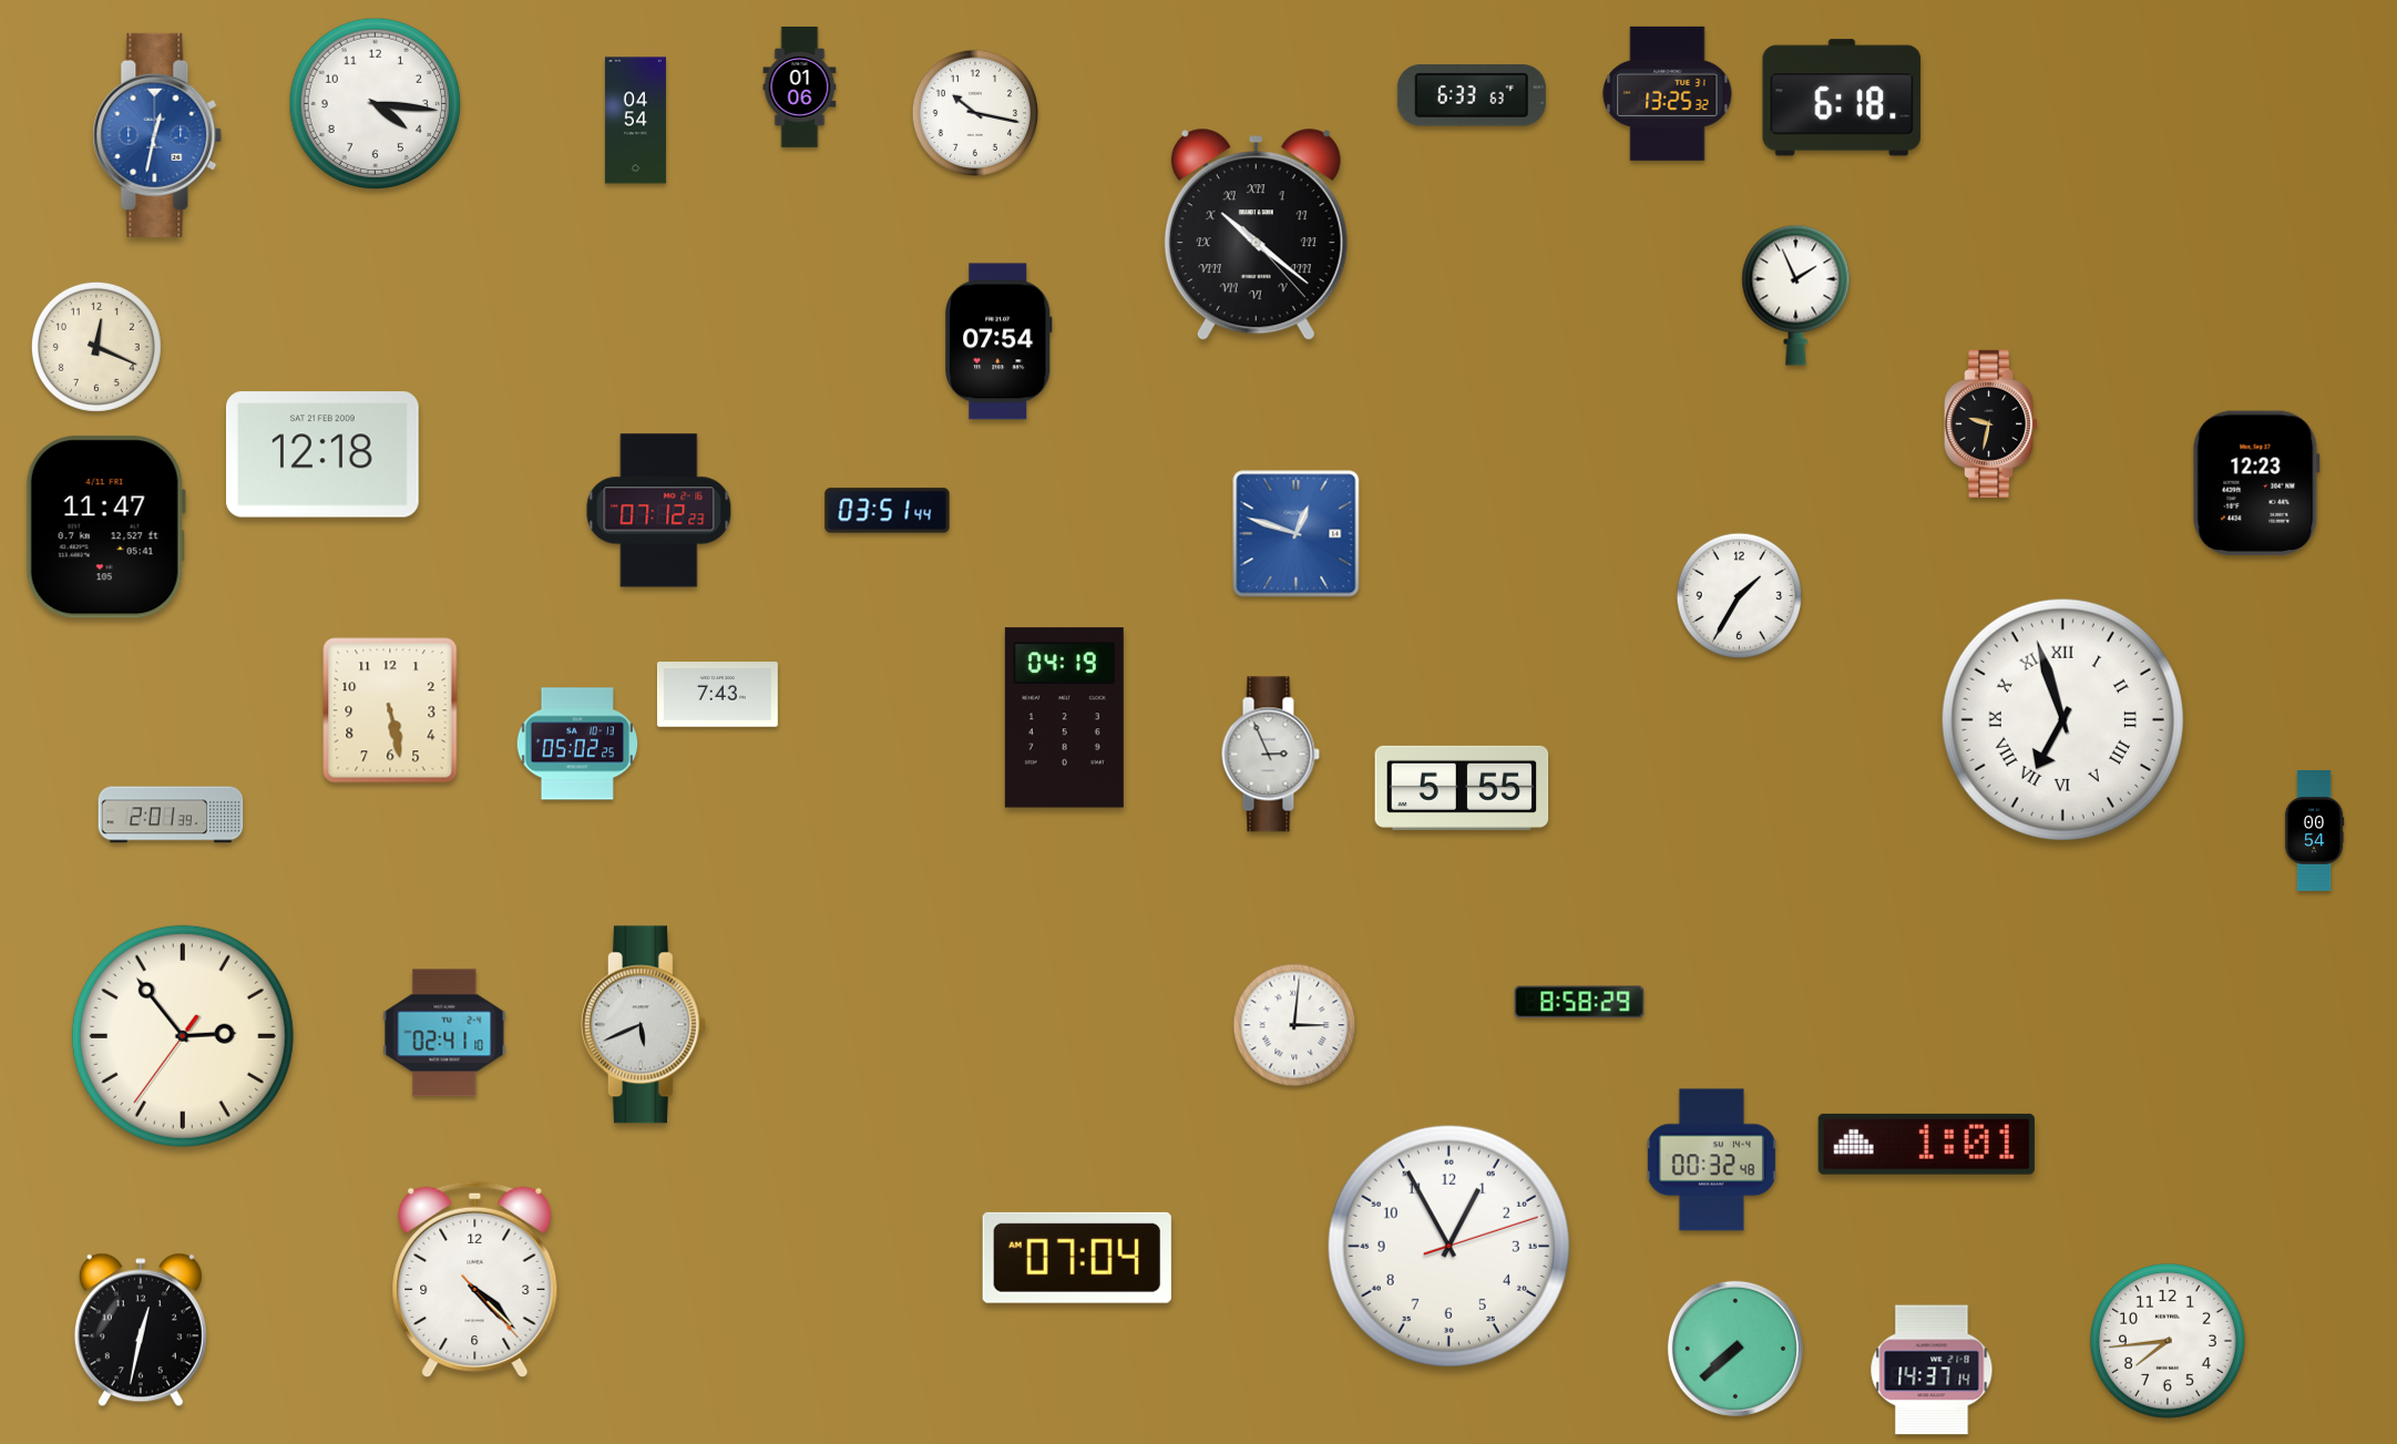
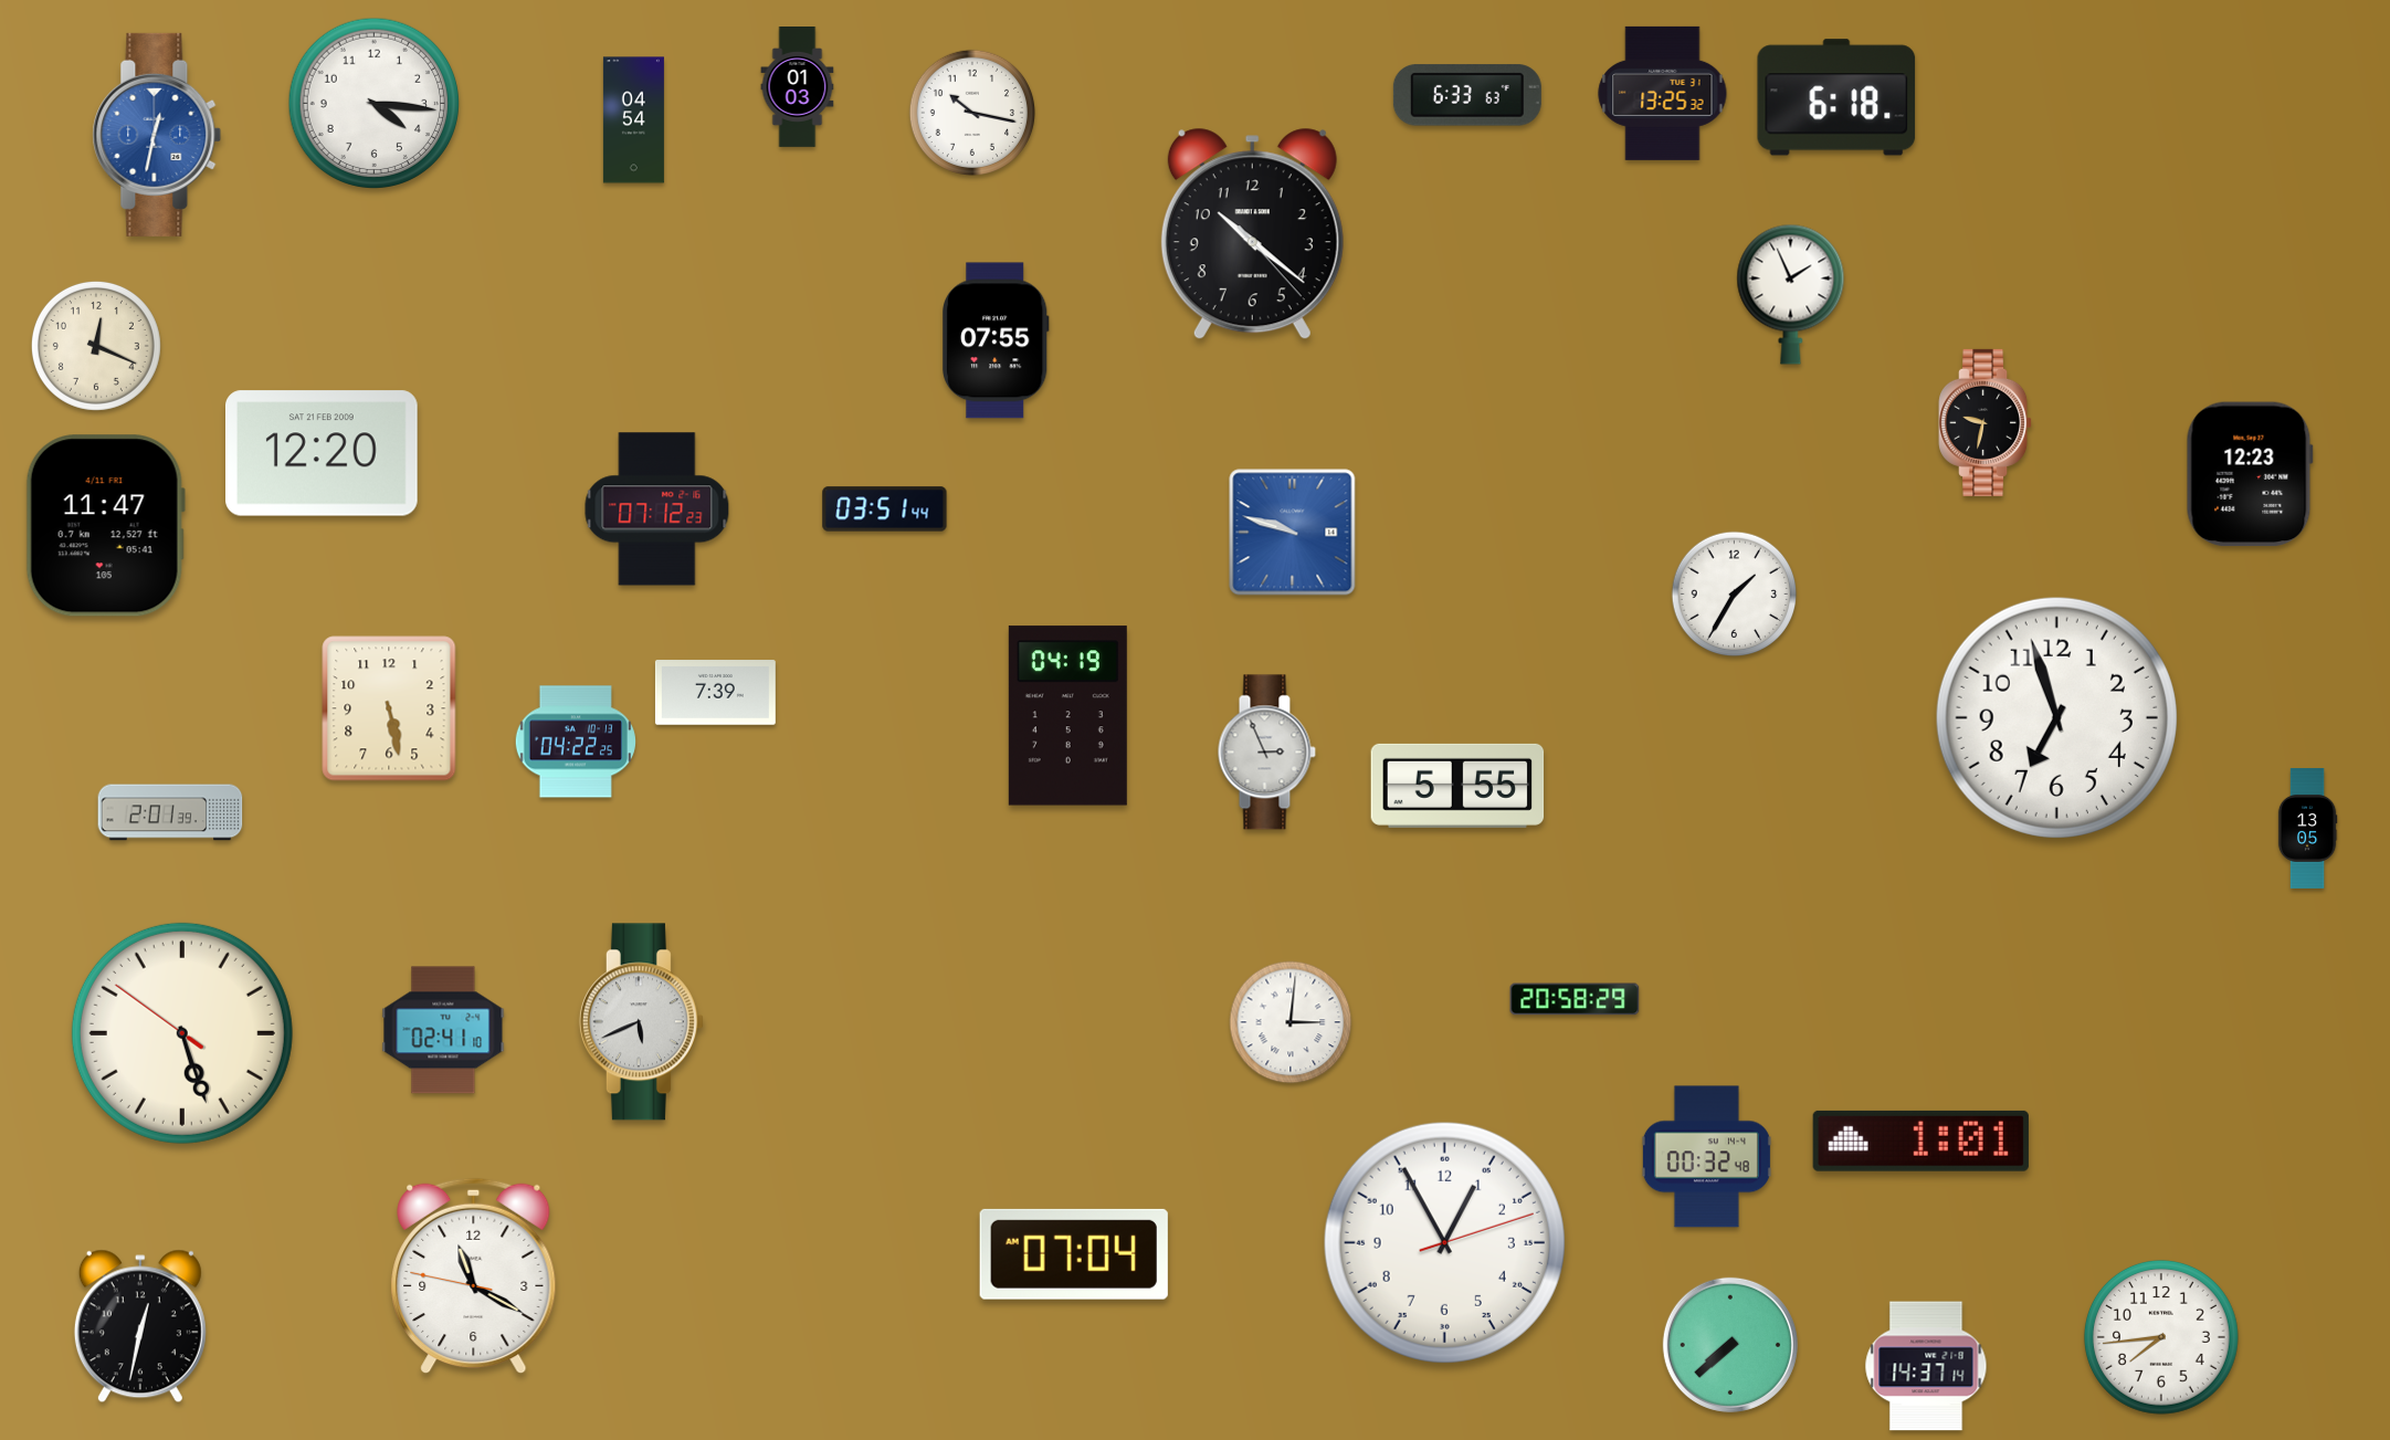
clock at (800, 88): 01:06 -> 01:03
clock at (1256, 235) numerals: Roman -> Arabic
clock at (1000, 341): 07:54 -> 07:55
clock at (324, 454): 12:18 -> 12:20
clock at (2256, 483) position: (2256, 483) -> (2250, 474)
clock at (1297, 534): 12:48 -> 9:48
clock at (717, 695): 7:43 -> 7:39
clock at (1064, 718) position: (1064, 718) -> (1067, 716)
clock at (2062, 719) numerals: Roman -> Arabic
clock at (577, 744): 05:02 -> 04:22
clock at (2314, 831): 00:54 -> 13:05
clock at (1579, 1002): 8:58 -> 20:58
clock at (183, 1036): 2:53 -> 5:26
clock at (475, 1280): 4:22 -> 11:19
